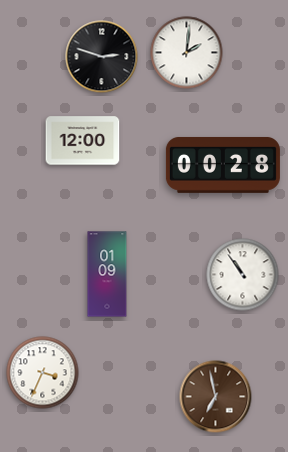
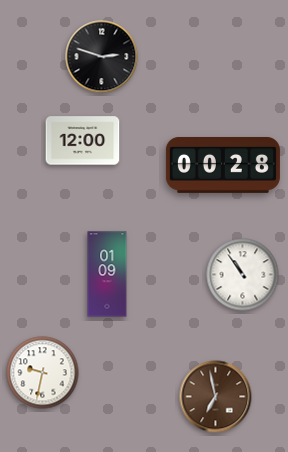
clock at (187, 53): 2:01 -> none
clock at (43, 373): 3:34 -> 9:32
